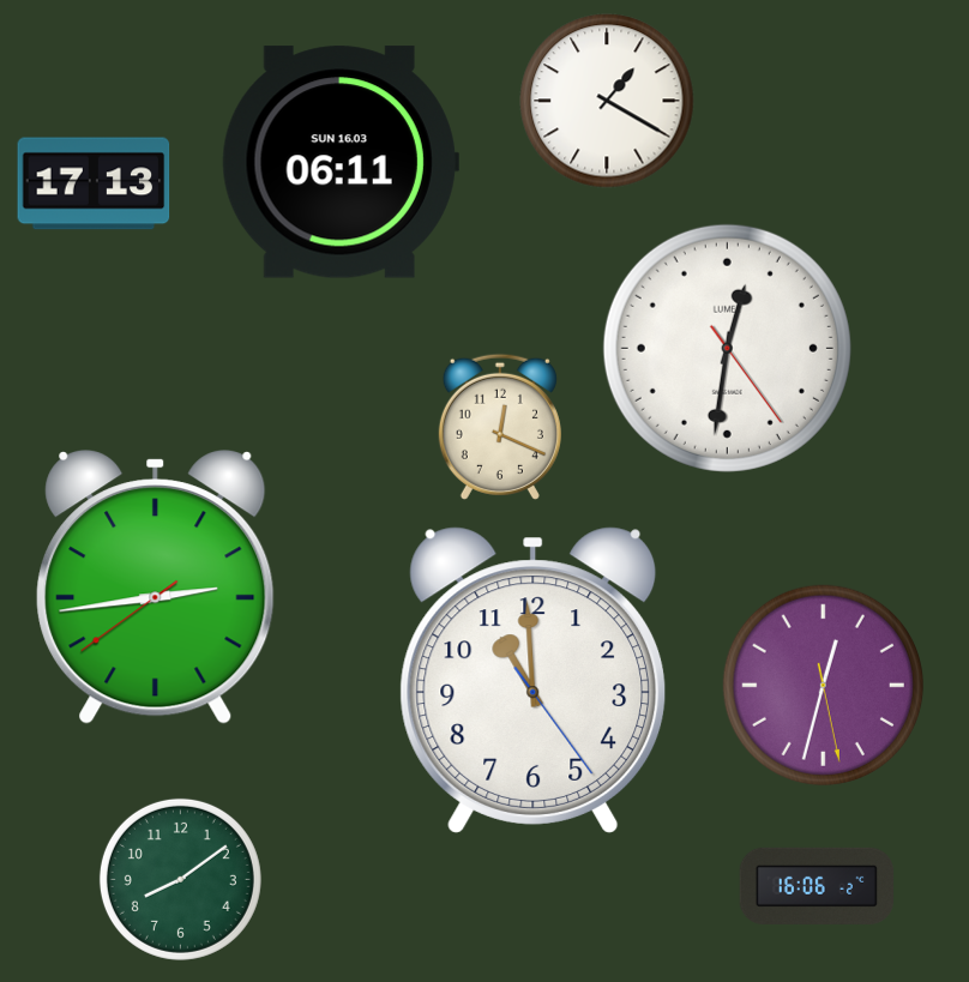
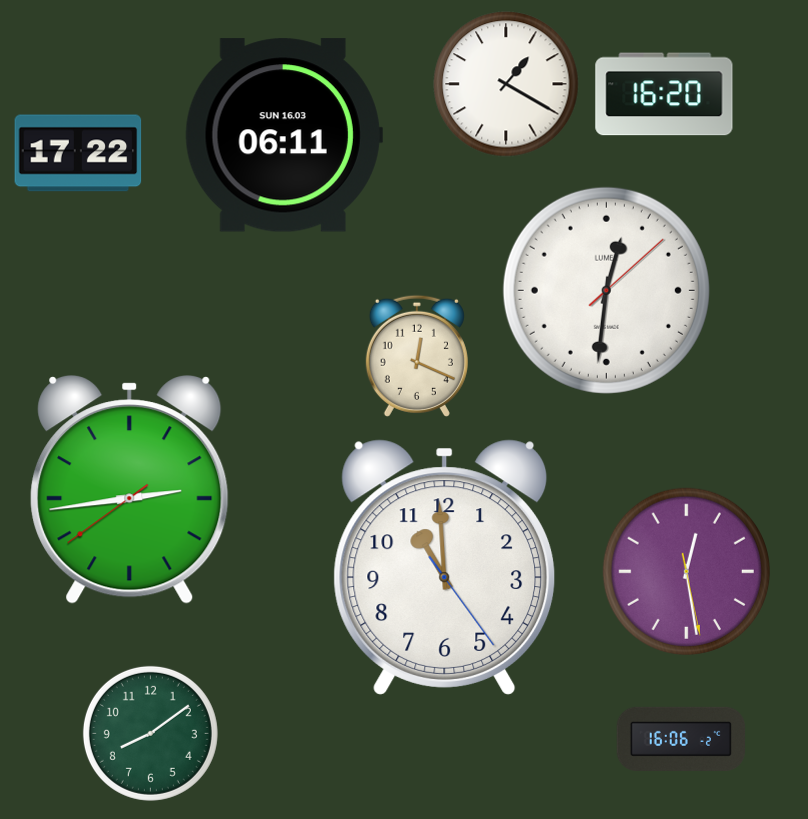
clock at (664, 94): none -> 16:20
clock at (94, 183): 17:13 -> 17:22
clock at (727, 348): 12:31:24 -> 12:31:08
clock at (823, 685): 12:32 -> 12:28
